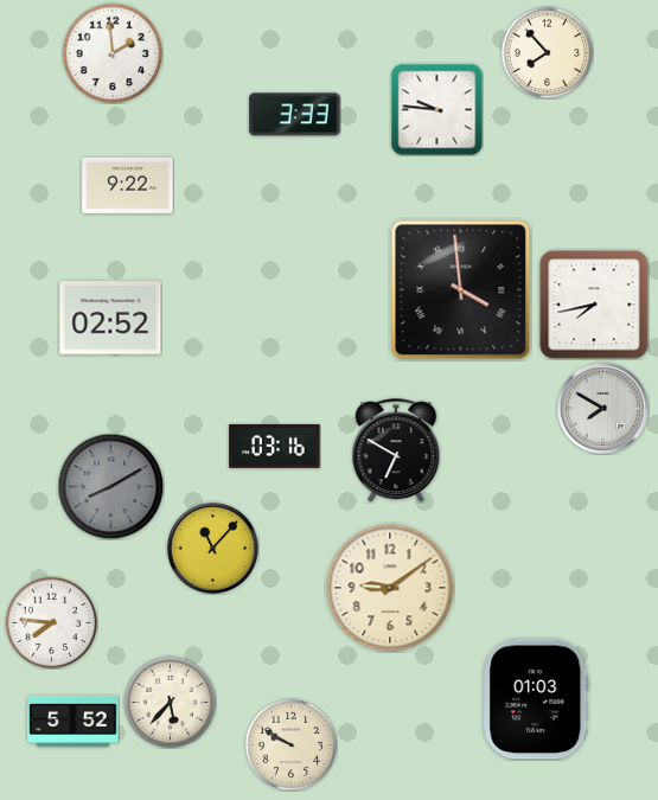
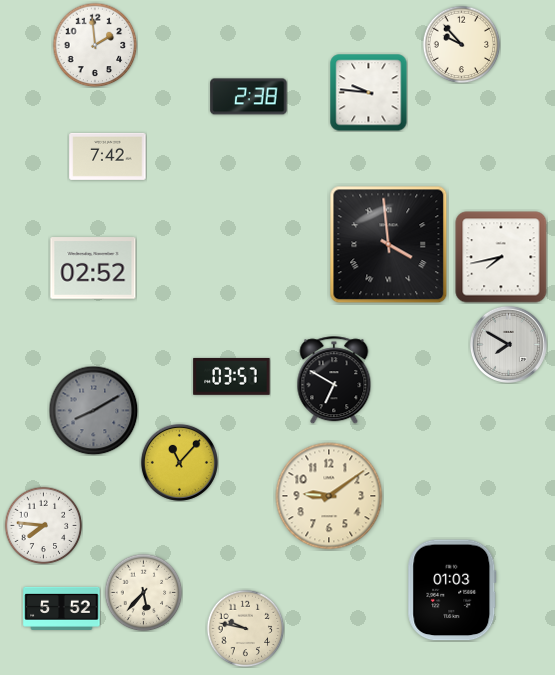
clock at (547, 52): 7:53 -> 9:53
clock at (295, 115): 3:33 -> 2:38
clock at (128, 185): 9:22 -> 7:42
clock at (275, 446): 03:16 -> 03:57
clock at (290, 744): 9:50 -> 9:47
